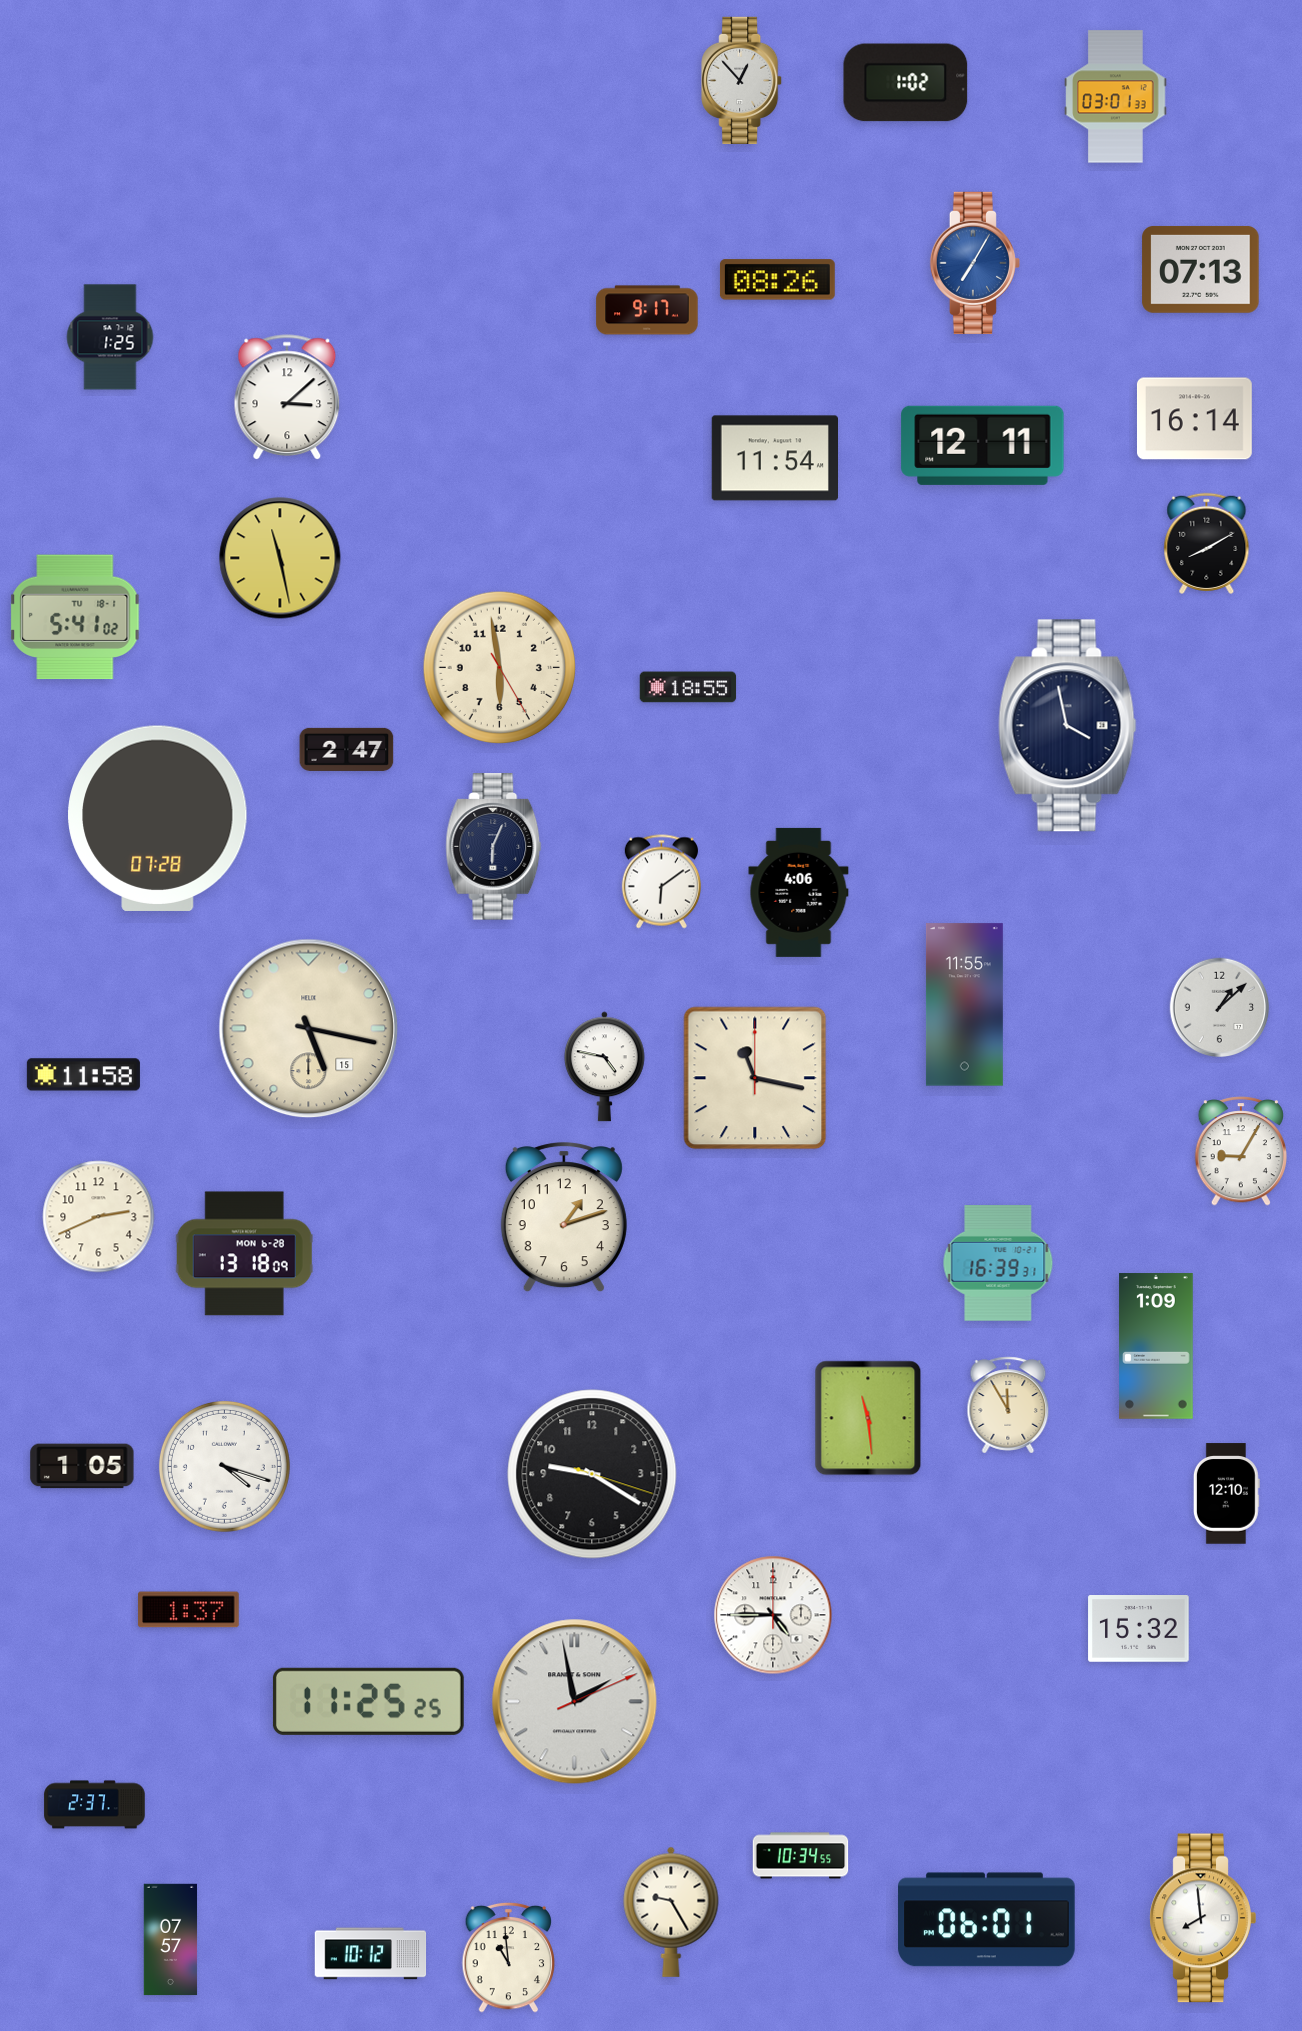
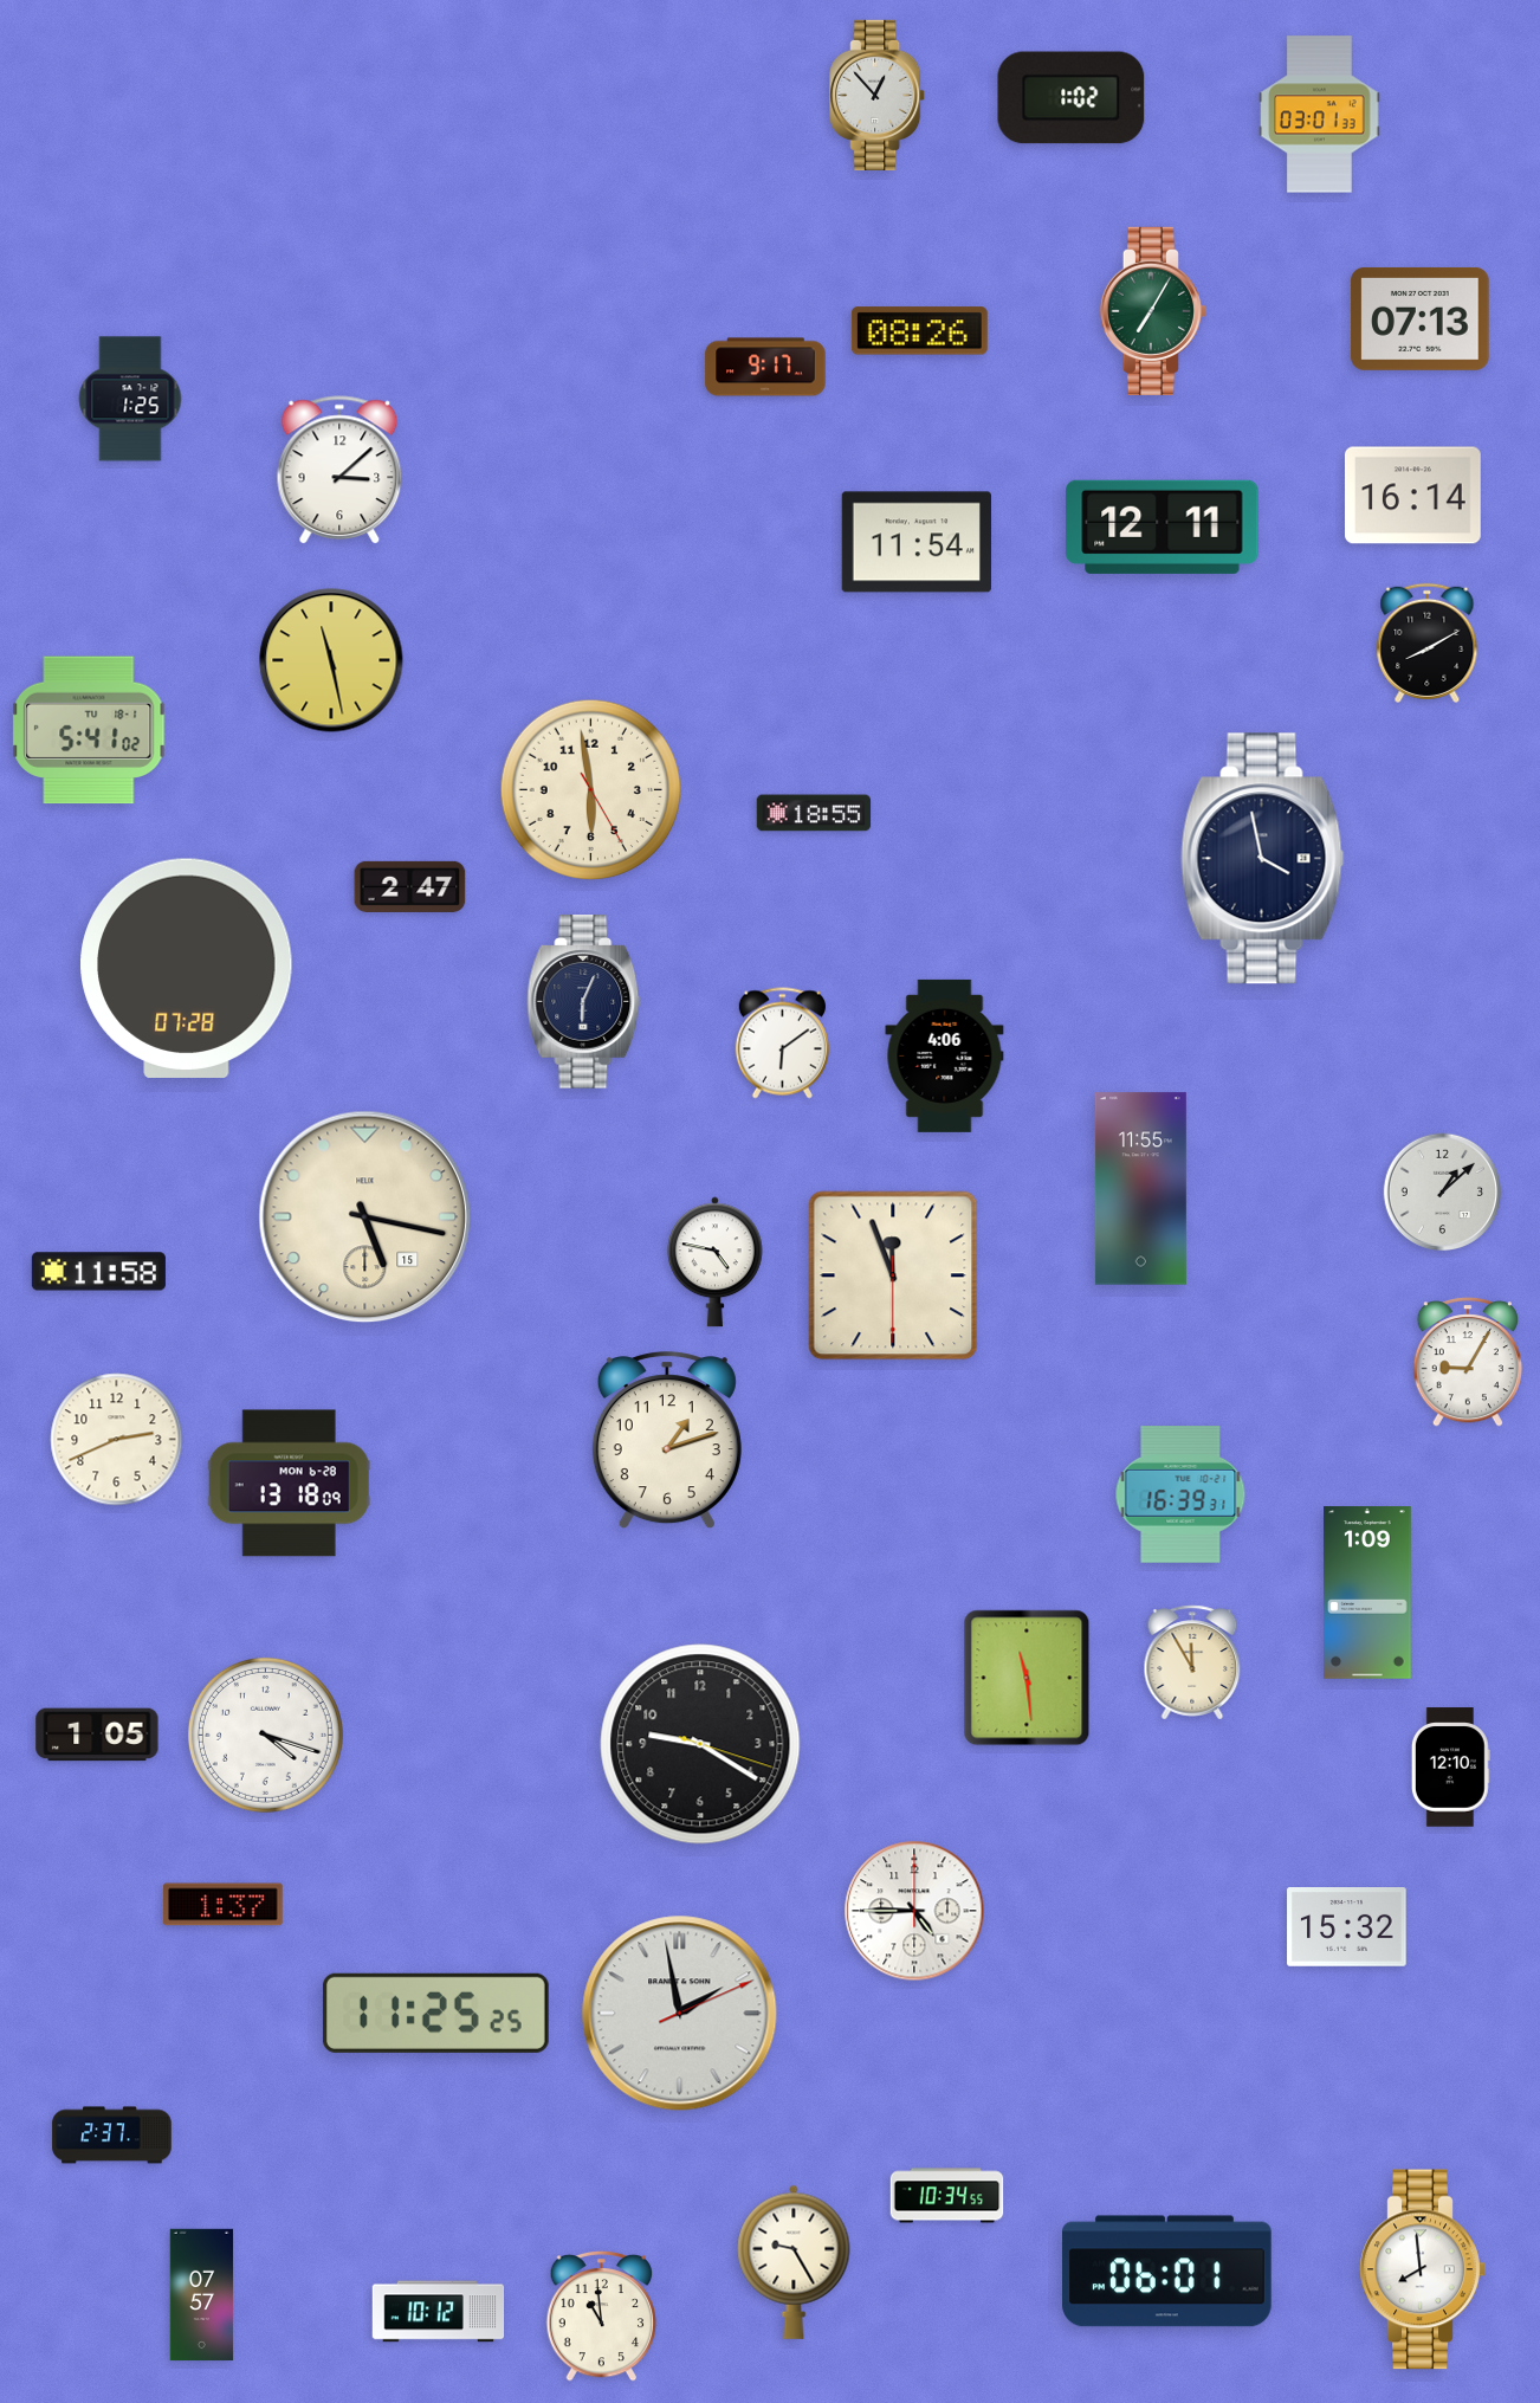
clock at (975, 263) dial: blue -> green
clock at (755, 1078): 11:17 -> 11:56
